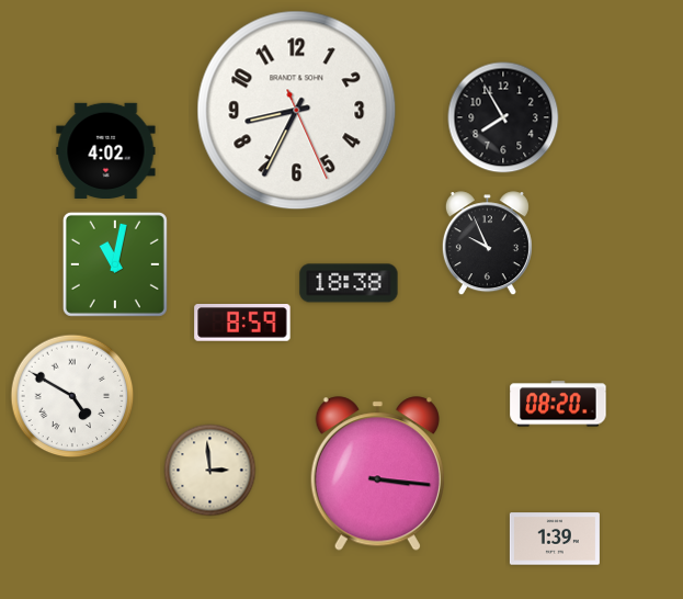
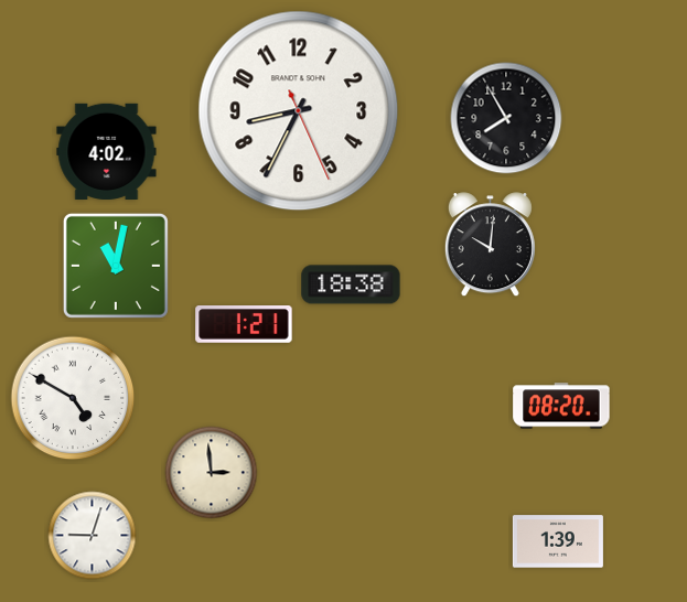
clock at (487, 244): 9:56 -> 10:01
clock at (242, 323): 8:59 -> 1:21
clock at (377, 474): 3:16 -> none
clock at (93, 536): none -> 9:03
